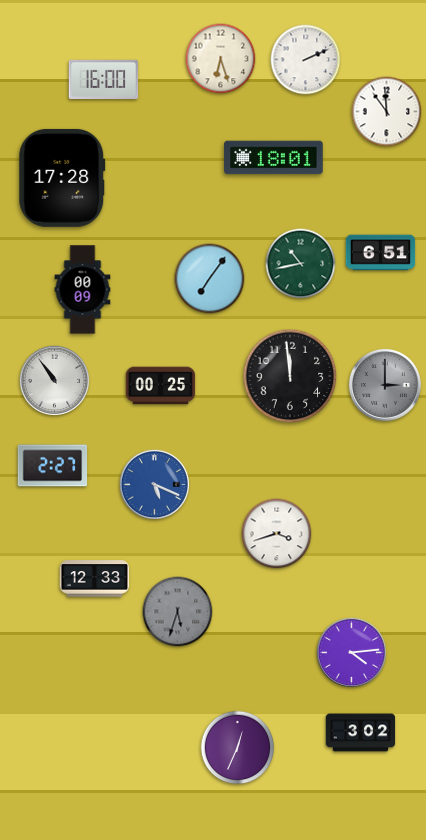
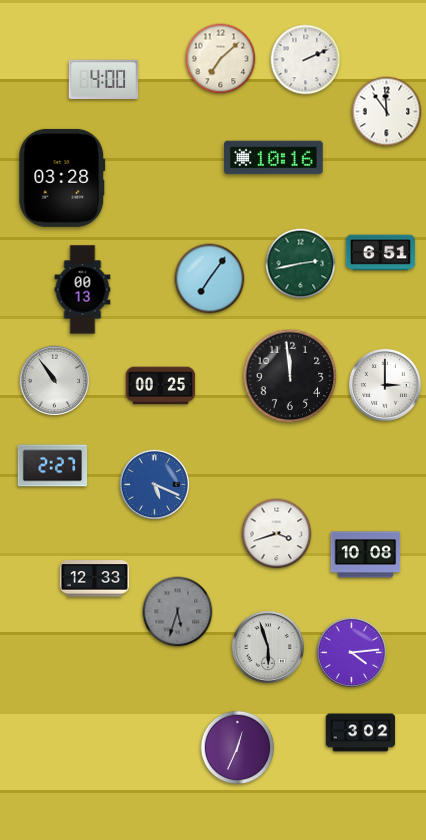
clock at (221, 59): 6:27 -> 7:08
clock at (104, 79): 16:00 -> 4:00
clock at (274, 158): 18:01 -> 10:16
clock at (62, 178): 17:28 -> 03:28
clock at (301, 264): 10:43 -> 2:43
clock at (83, 290): 00:09 -> 00:13
clock at (385, 385) dial: grey -> white
clock at (366, 555): none -> 10:08
clock at (268, 647): none -> 5:57
